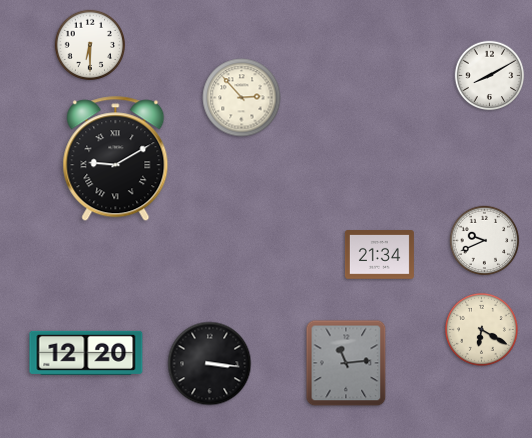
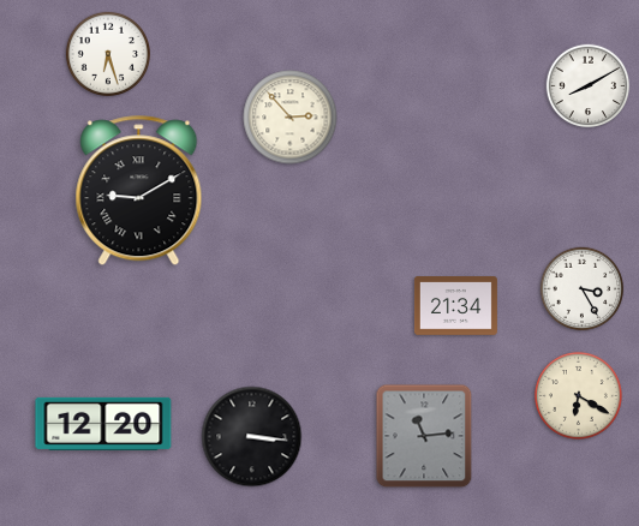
clock at (89, 44): 6:30 -> 6:27
clock at (490, 76) position: (490, 76) -> (589, 86)
clock at (485, 241): 9:41 -> 3:25
clock at (346, 363) position: (346, 363) -> (424, 436)
